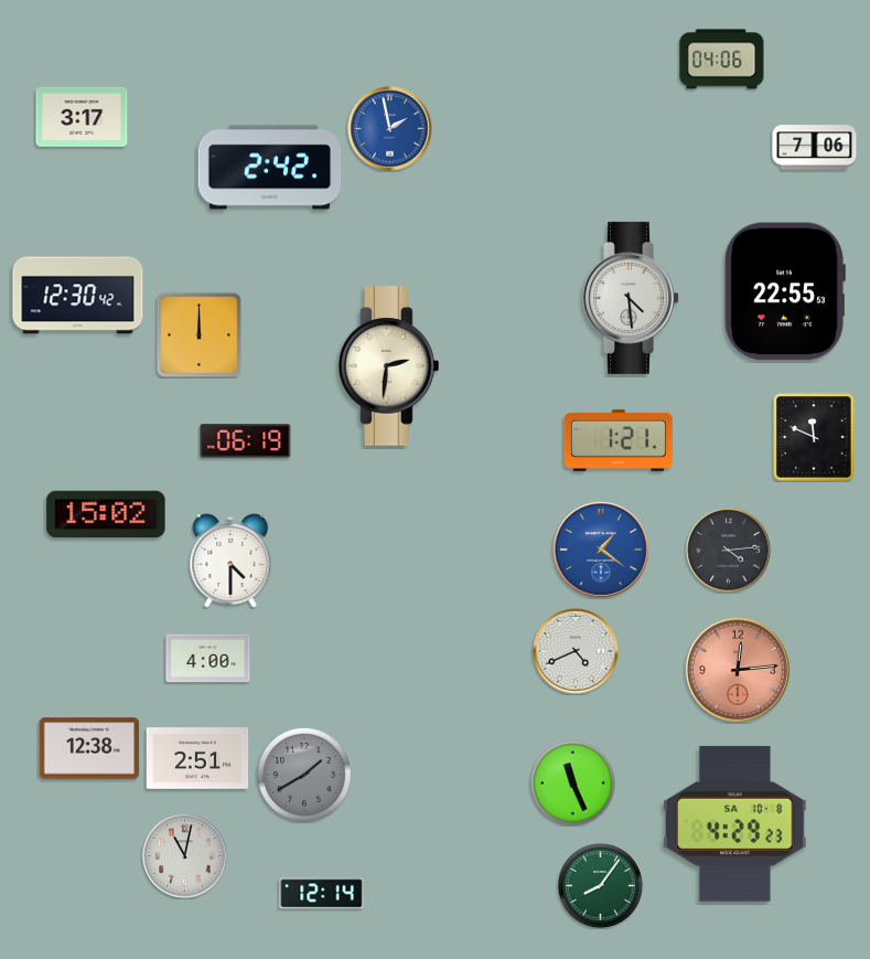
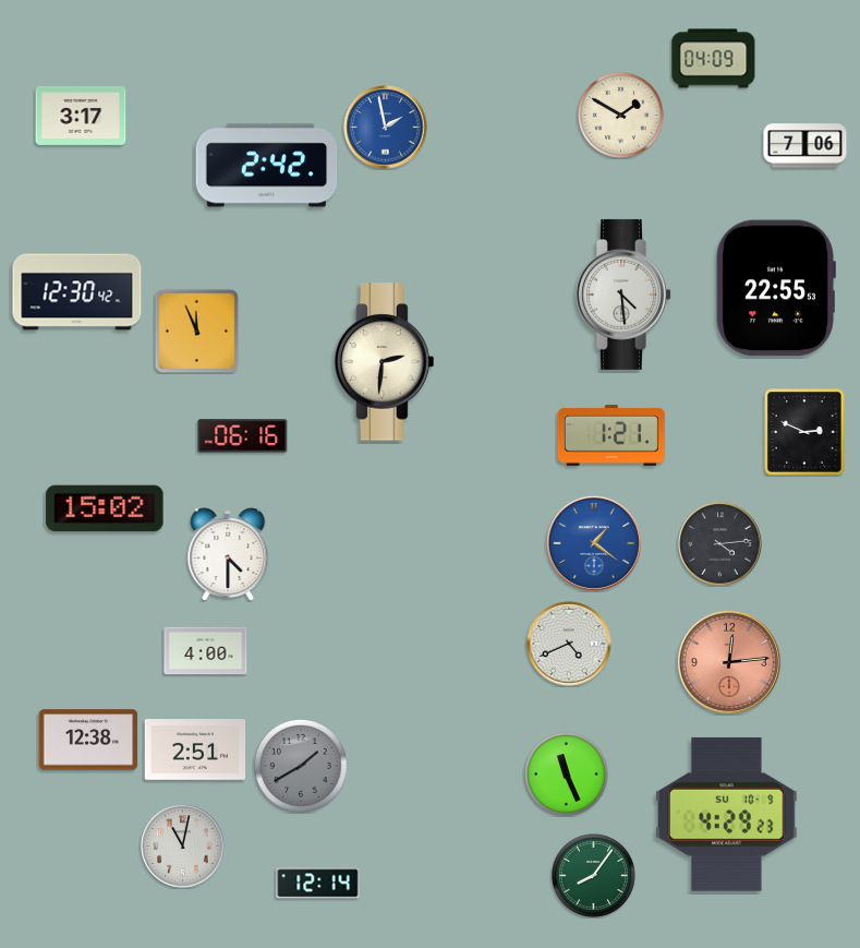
clock at (722, 60): 04:06 -> 04:09
clock at (621, 116): none -> 1:50
clock at (198, 334): 12:00 -> 11:56
clock at (814, 437): 11:49 -> 2:49
clock at (246, 441): 06:19 -> 06:16
clock at (735, 823) date: SA 10-8 -> SU 10-9
